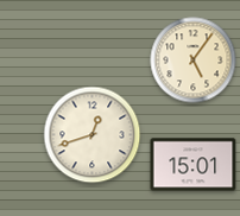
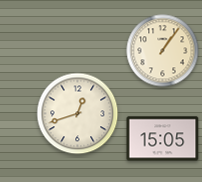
clock at (194, 61): 5:06 -> 1:06
clock at (194, 165): 15:01 -> 15:05
